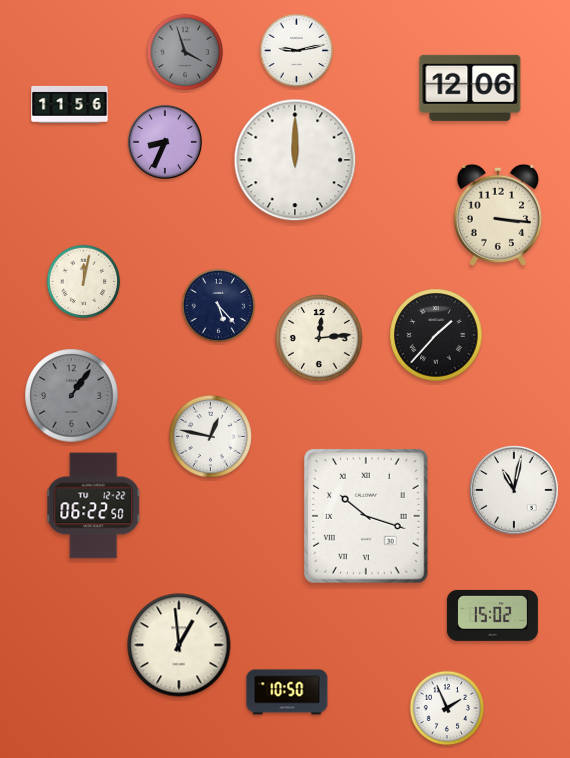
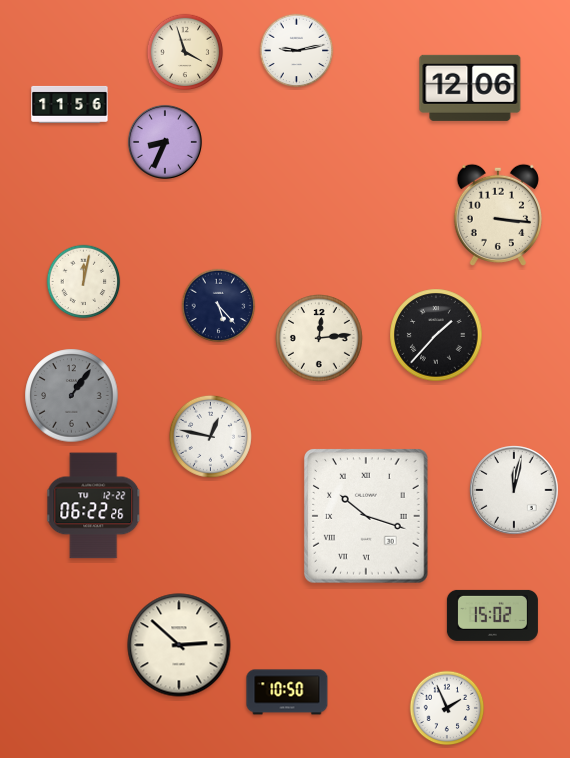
clock at (185, 52) dial: grey -> cream
clock at (295, 160): 12:00 -> none
clock at (514, 490): 11:02 -> 12:02
clock at (94, 506): 06:22:50 -> 06:22:26
clock at (179, 645): 12:59 -> 2:52
